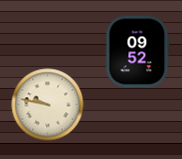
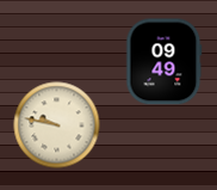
clock at (138, 52): 09:52 -> 09:49
